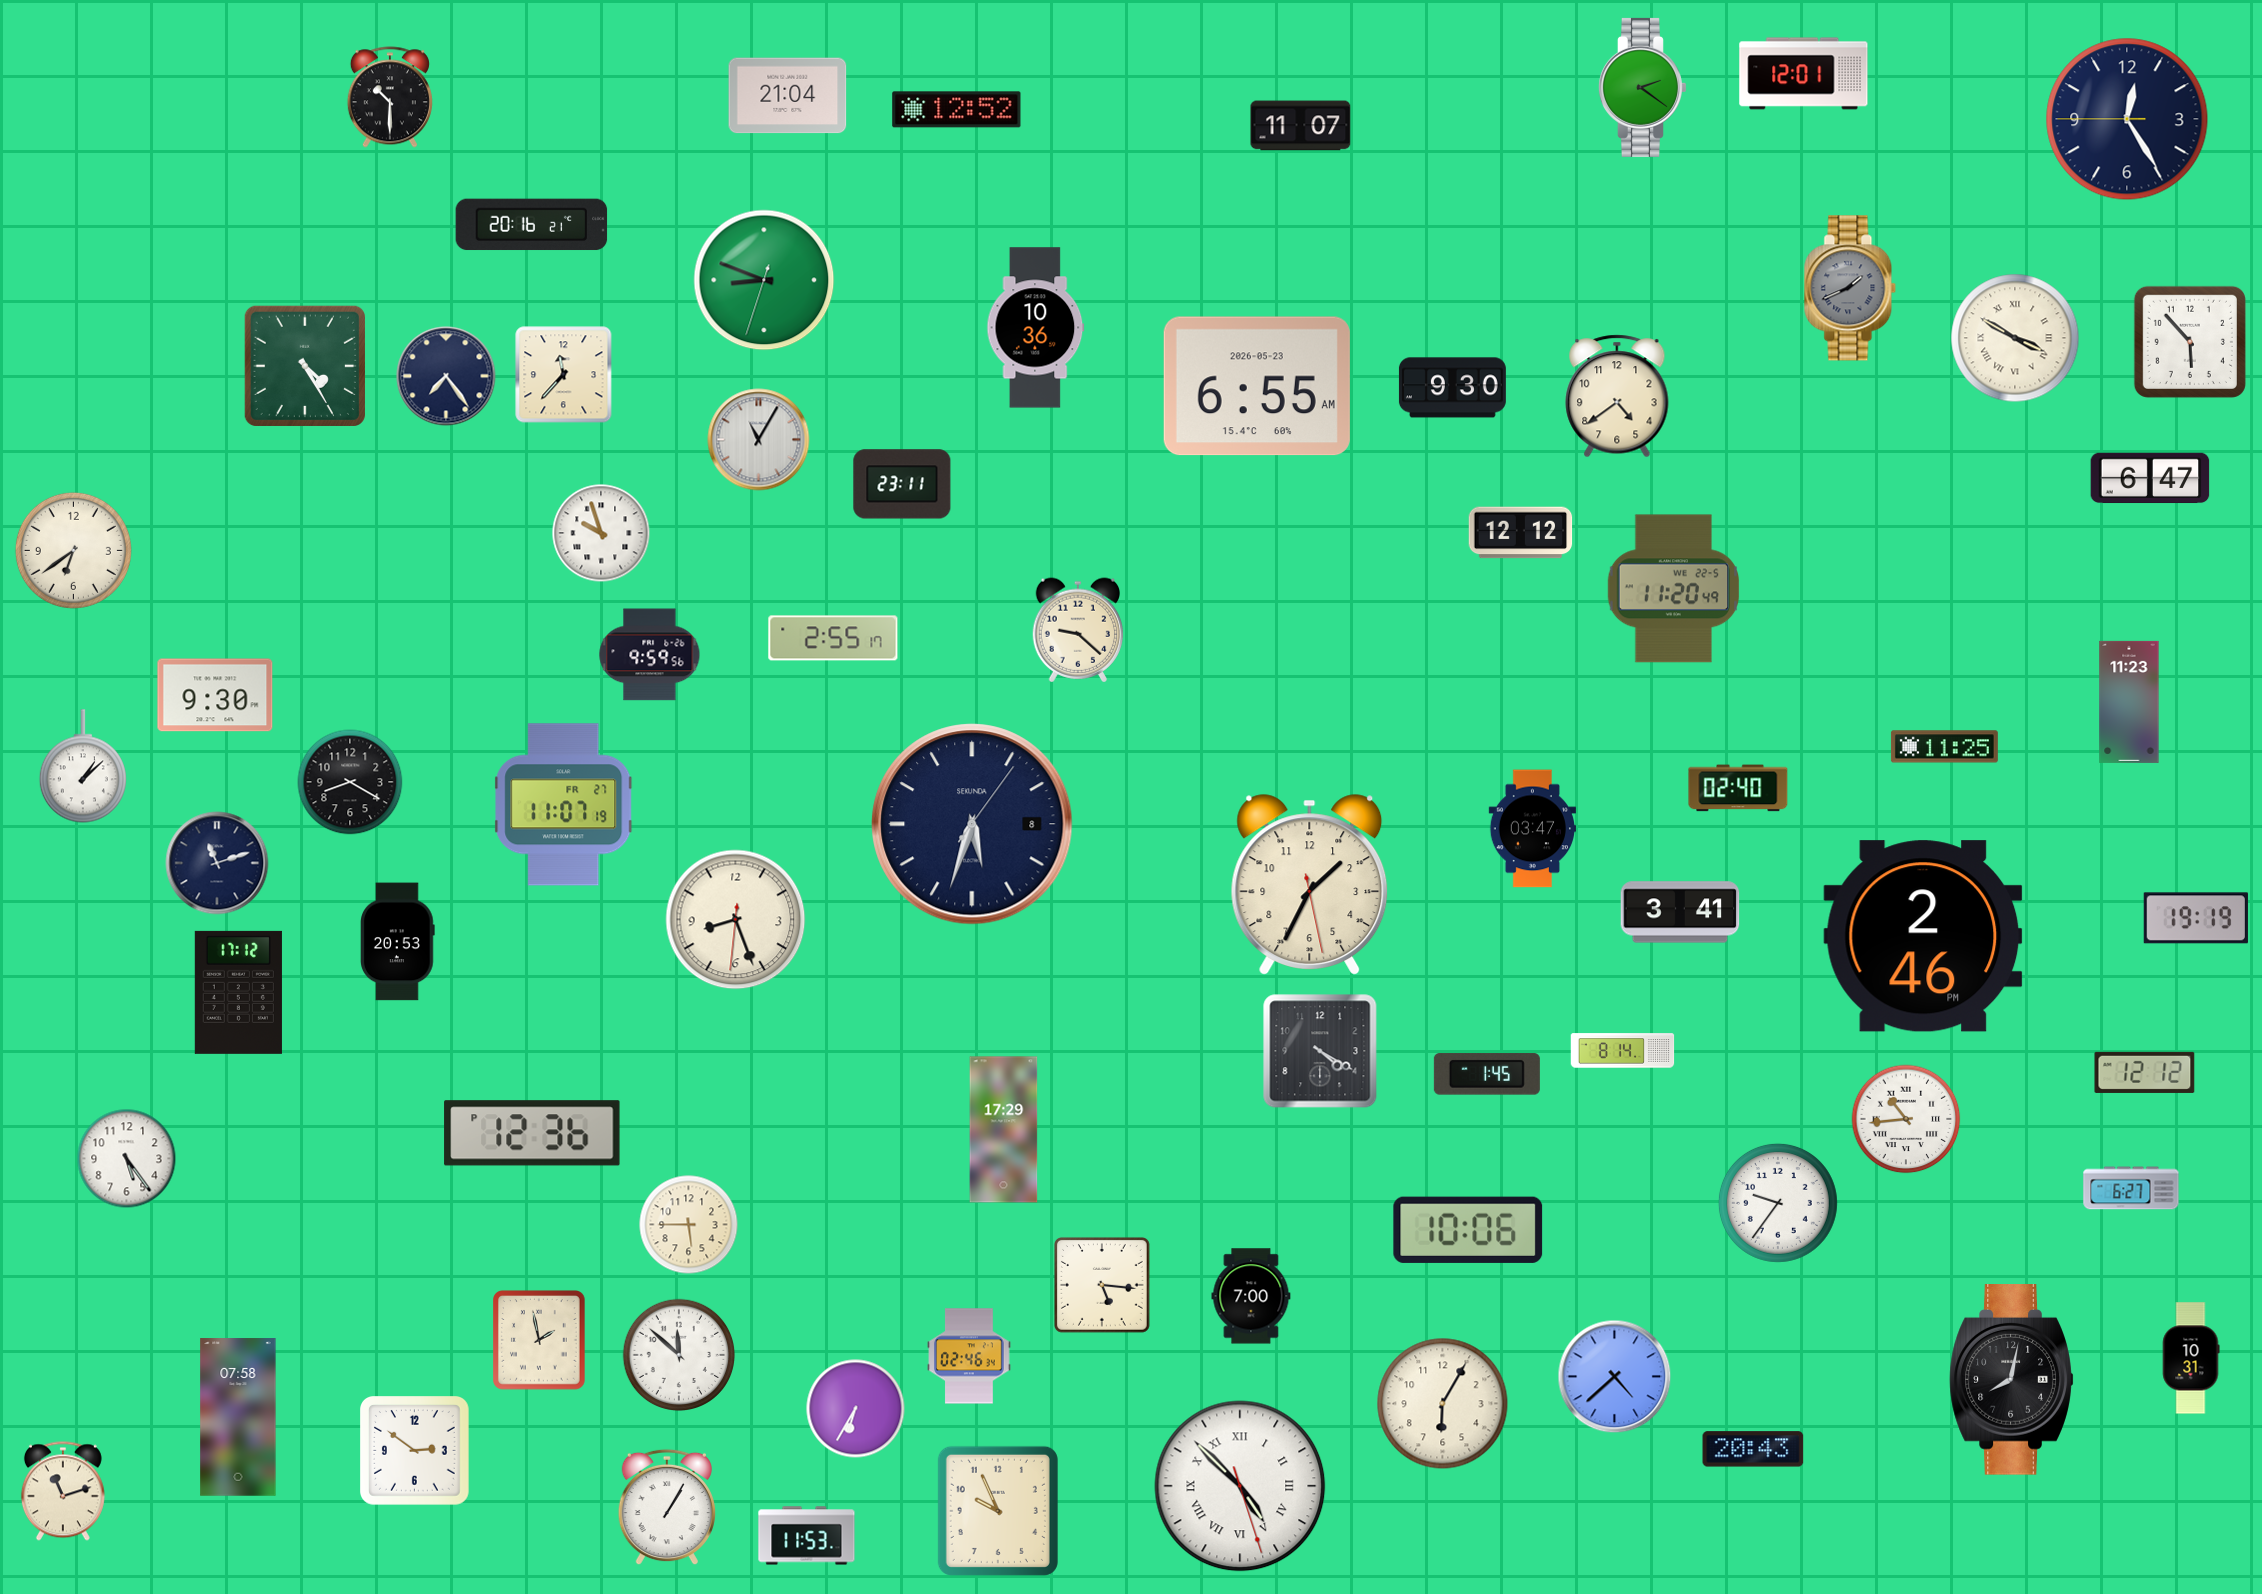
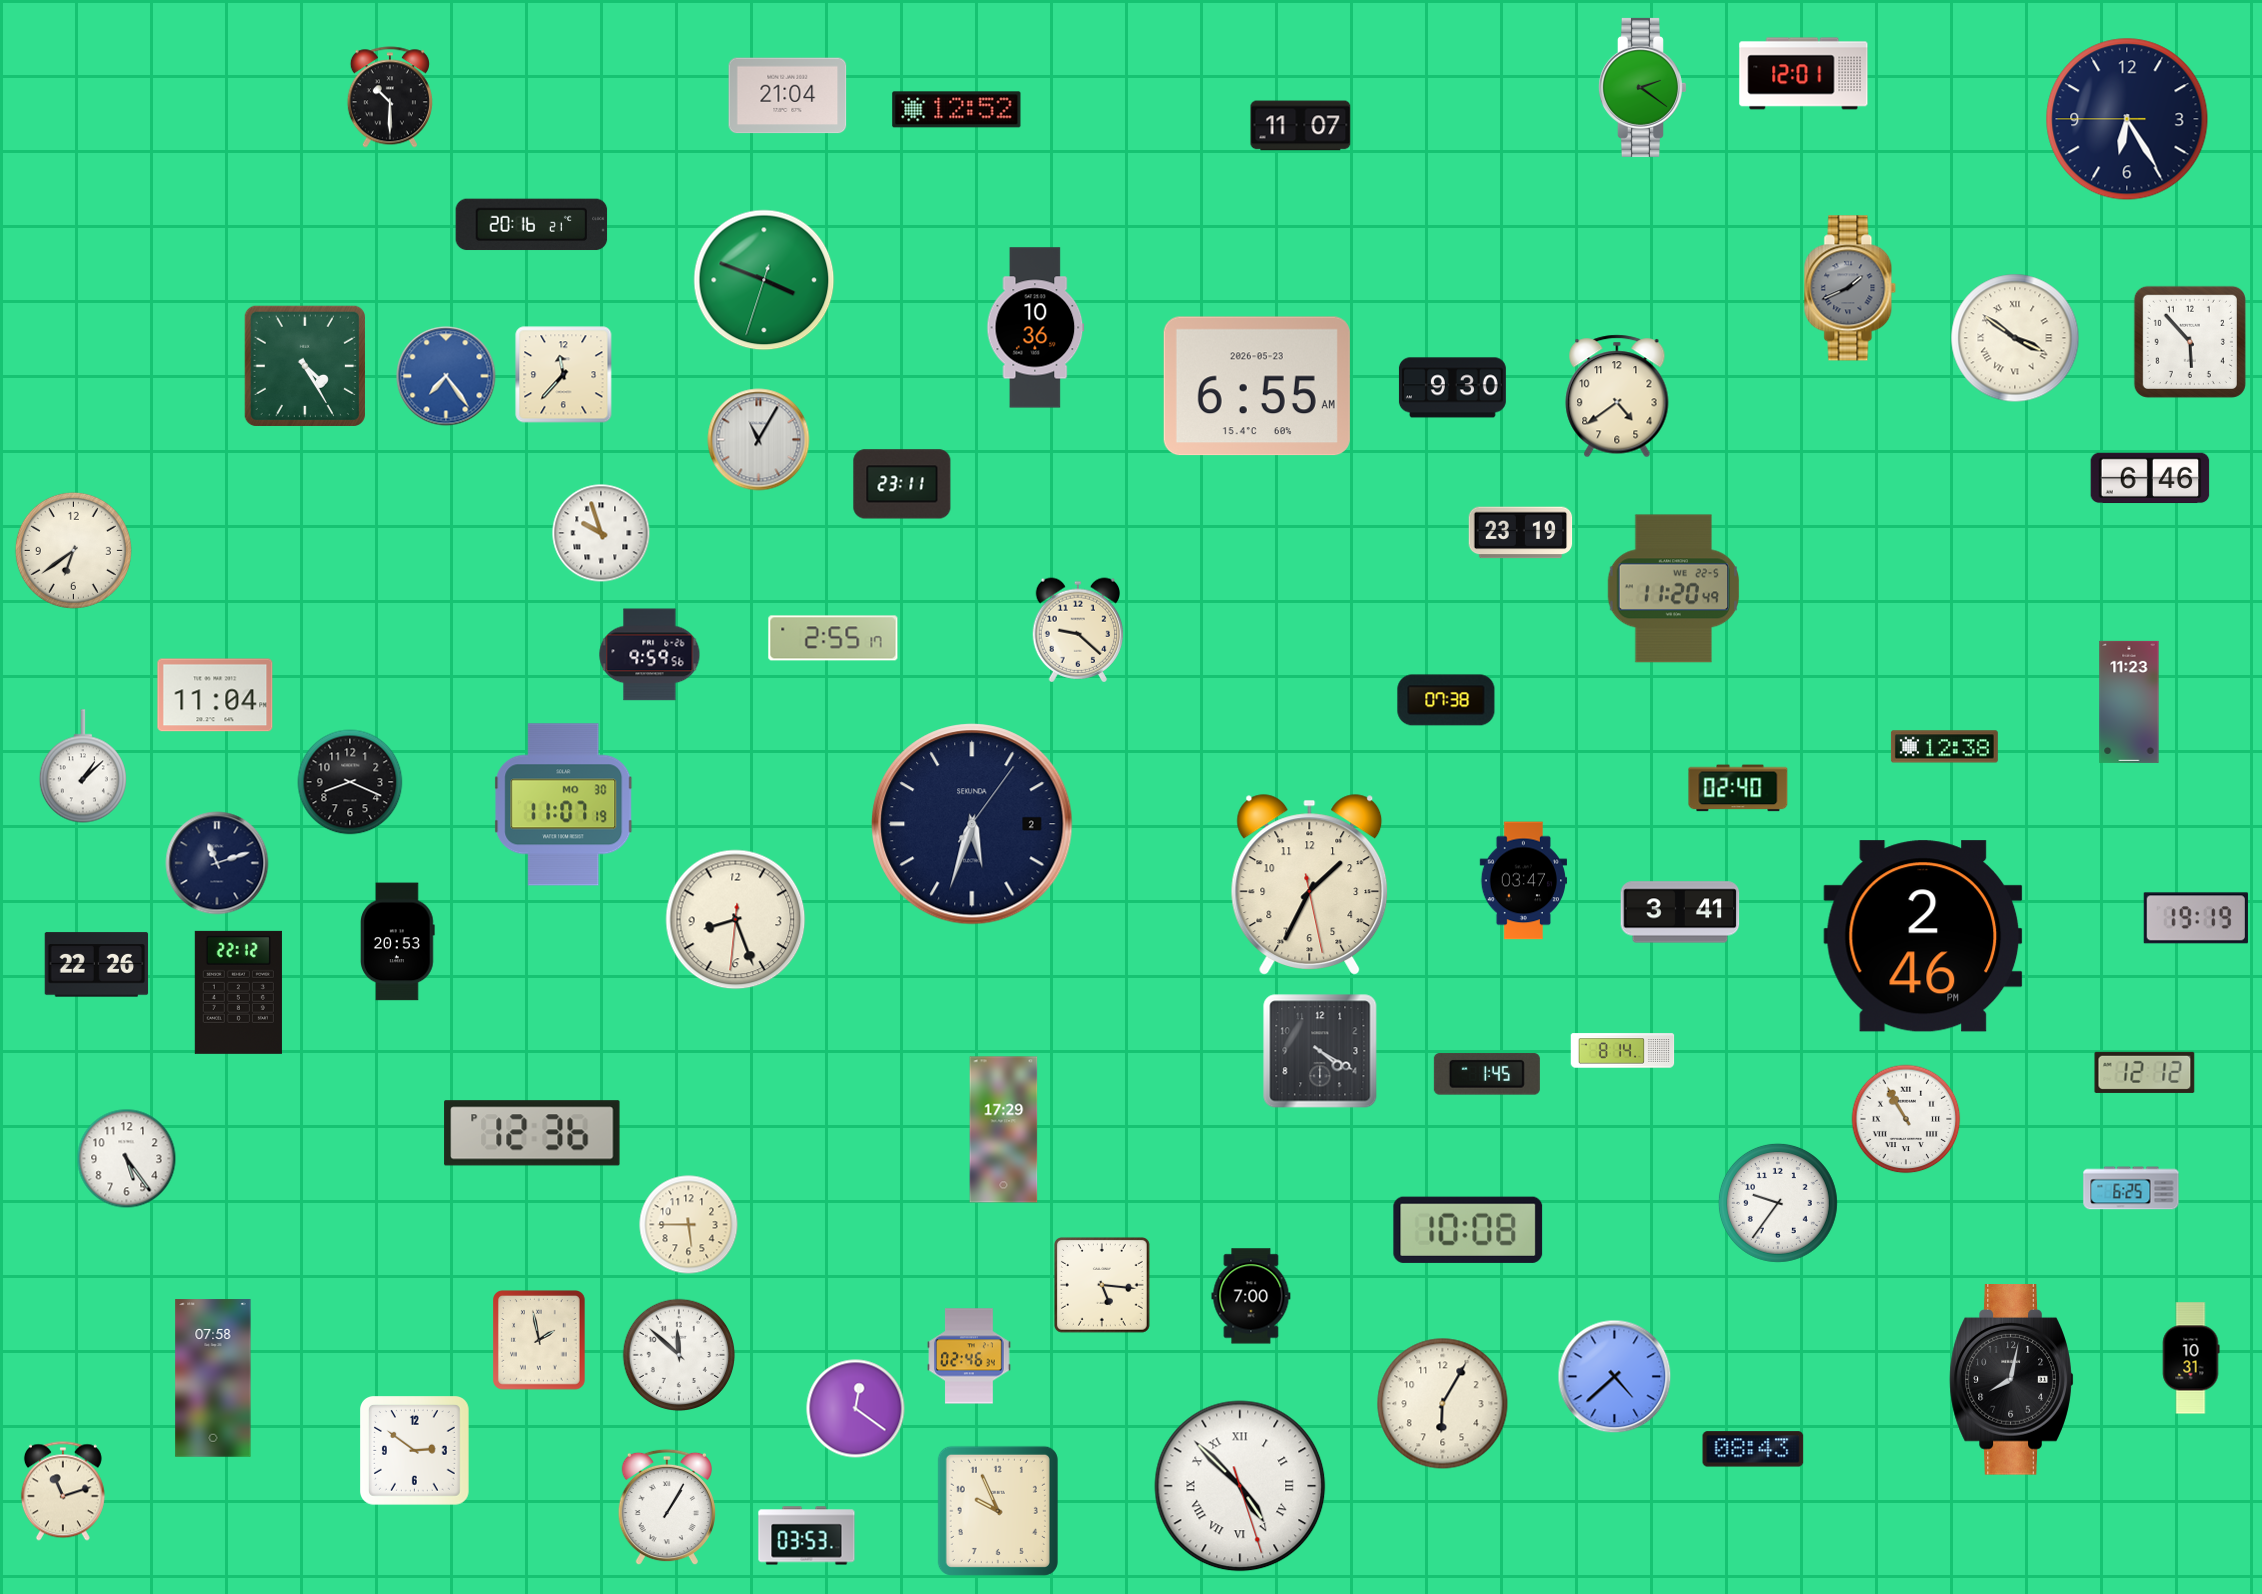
clock at (2127, 119): 12:24 -> 6:24
clock at (764, 280): 8:48 -> 3:48
clock at (2015, 338): 3:50 -> 3:51
clock at (446, 376) dial: navy -> blue
clock at (2150, 478): 6:47 -> 6:46
clock at (1521, 533): 12:12 -> 23:19
clock at (215, 695): 9:30 -> 11:04
clock at (1446, 700): none -> 07:38
clock at (1944, 747): 11:25 -> 12:38
clock at (350, 782): 8:20 -> 8:19
clock at (564, 805) date: FR 27 -> MO 30
clock at (972, 824) date: 8 -> 2
clock at (1532, 829) position: (1532, 829) -> (1523, 881)
clock at (97, 965): none -> 22:26
clock at (238, 992): 17:12 -> 22:12
clock at (1906, 1119): 10:44 -> 10:55
clock at (2131, 1188): 6:27 -> 6:25
clock at (1468, 1230): 10:06 -> 10:08
clock at (856, 1409): 6:35 -> 12:21
clock at (238, 1417) position: (238, 1417) -> (213, 1378)
clock at (1753, 1449): 20:43 -> 08:43
clock at (807, 1536): 11:53 -> 03:53
